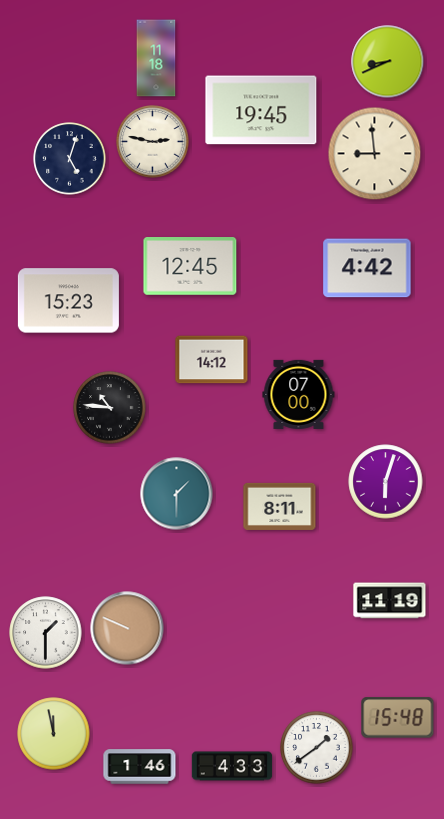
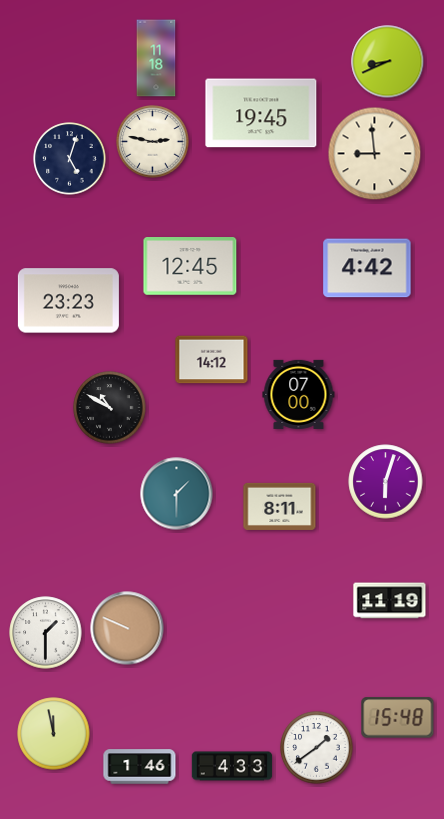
clock at (261, 110) position: (261, 110) -> (261, 113)
clock at (68, 301): 15:23 -> 23:23
clock at (110, 408): 10:46 -> 10:50
